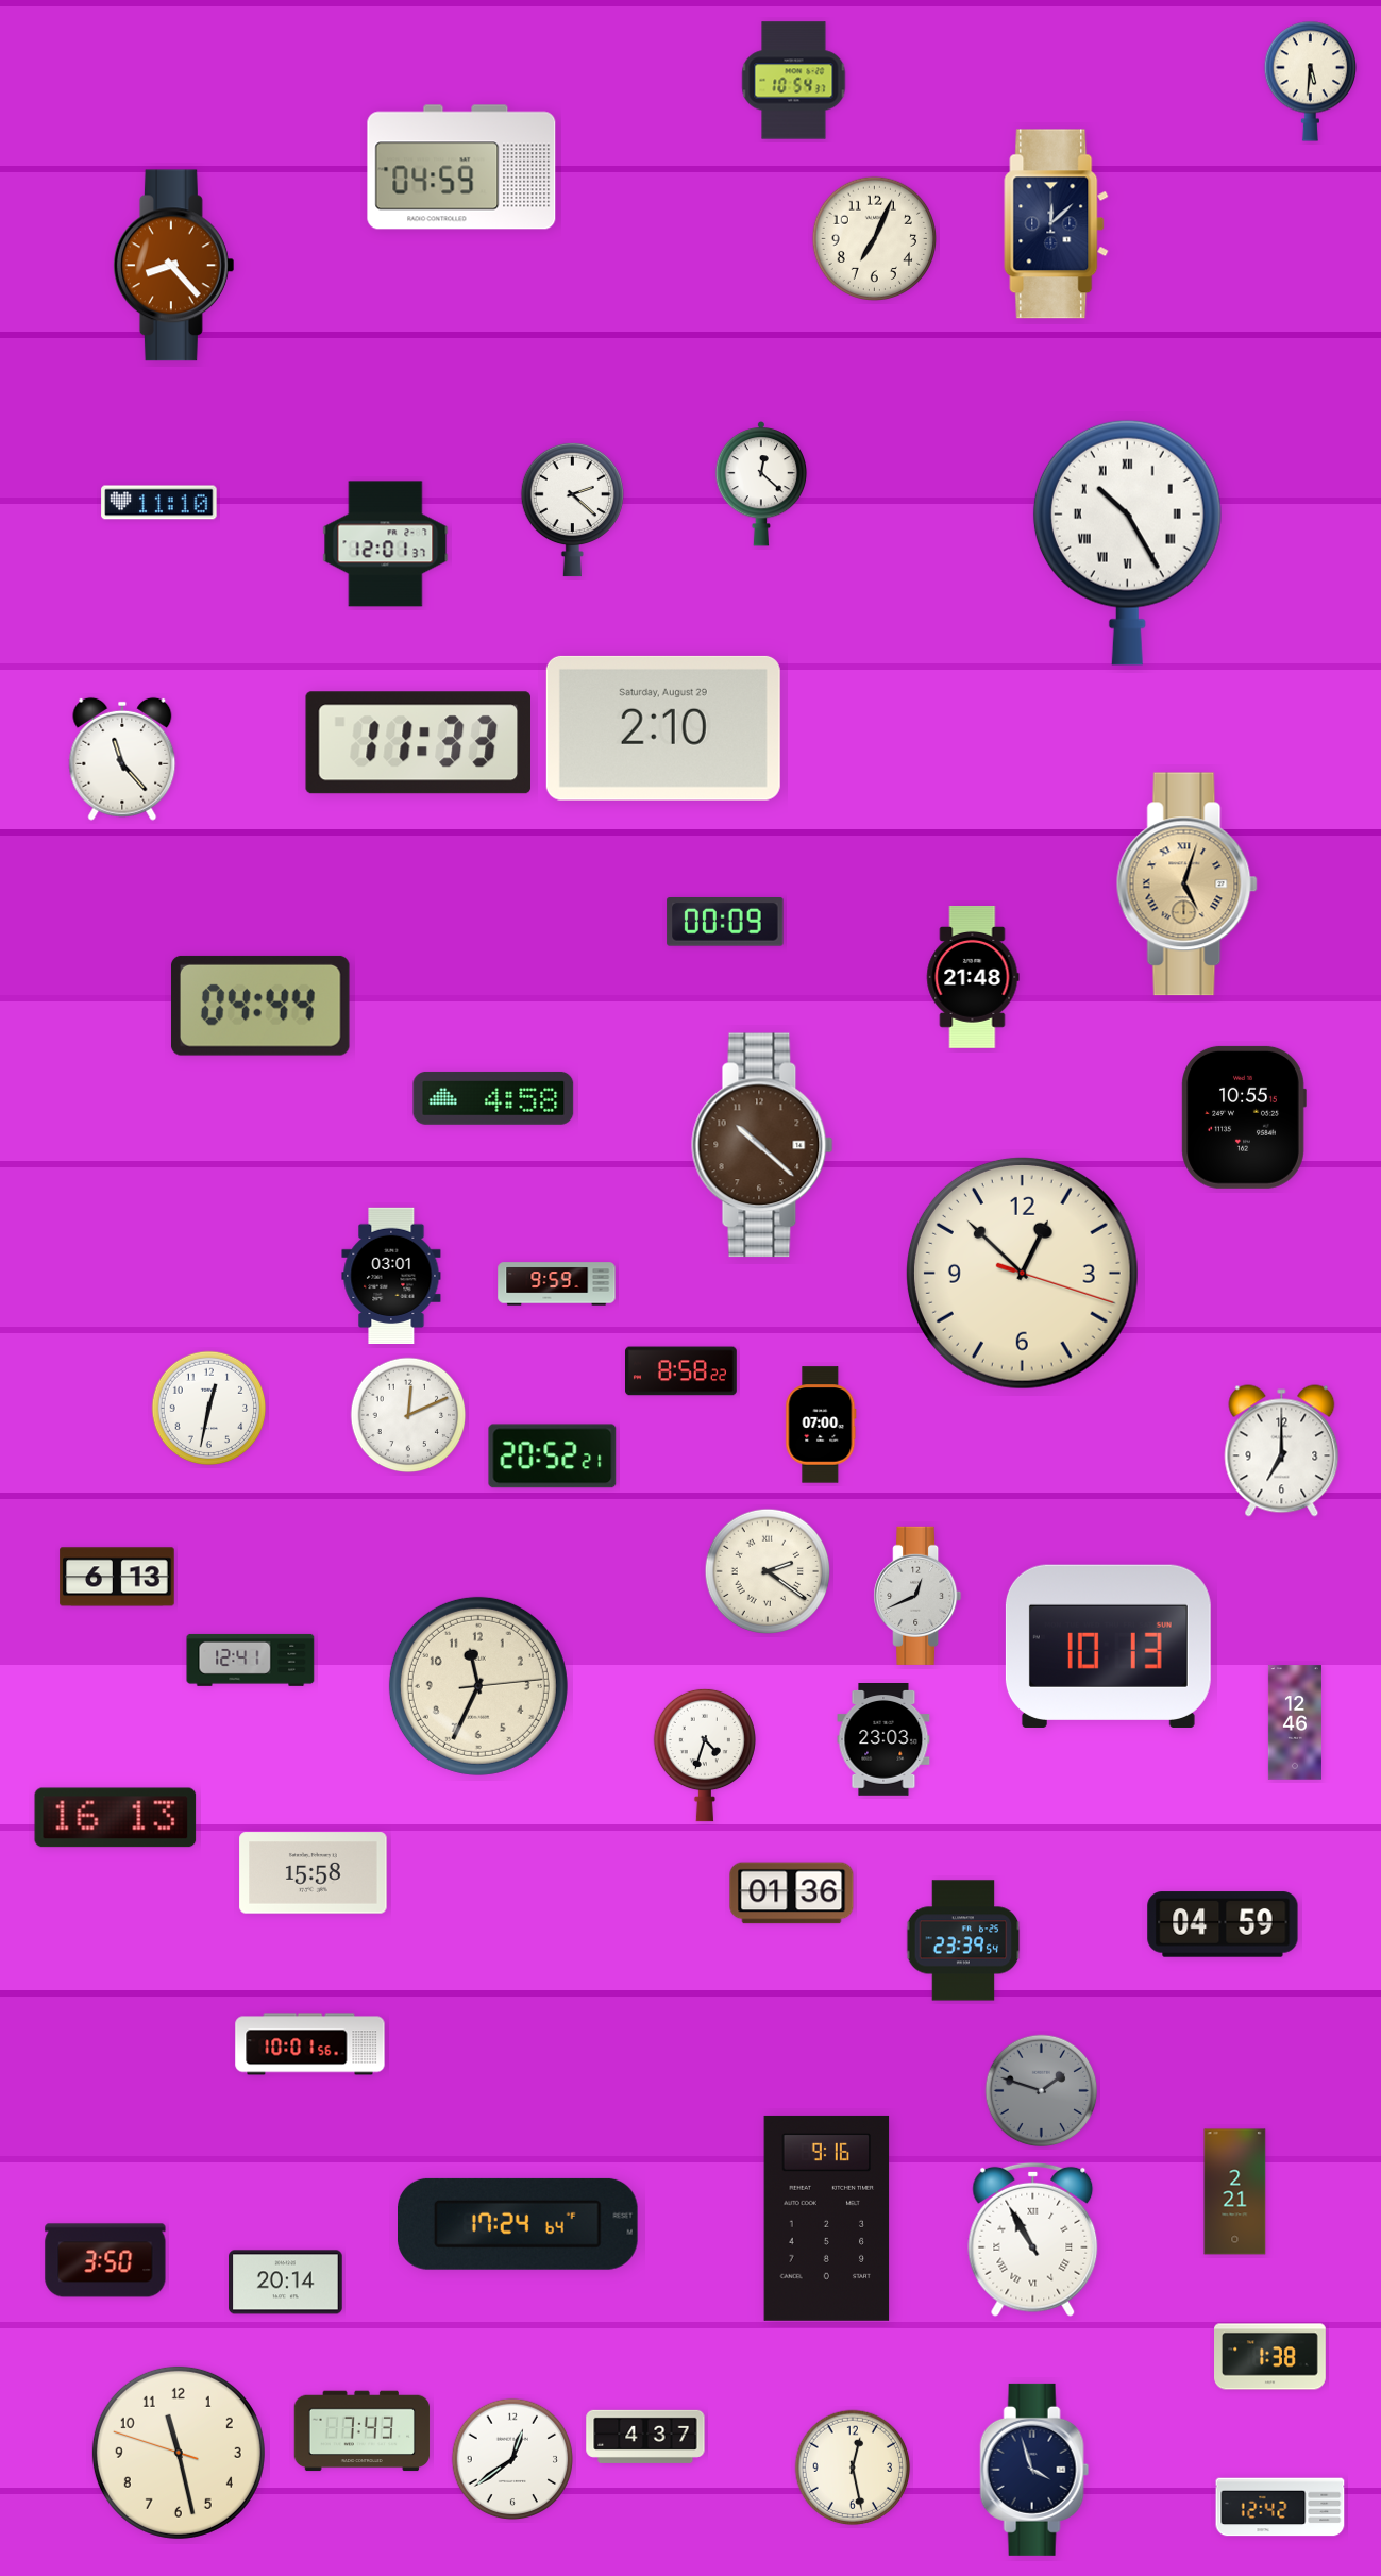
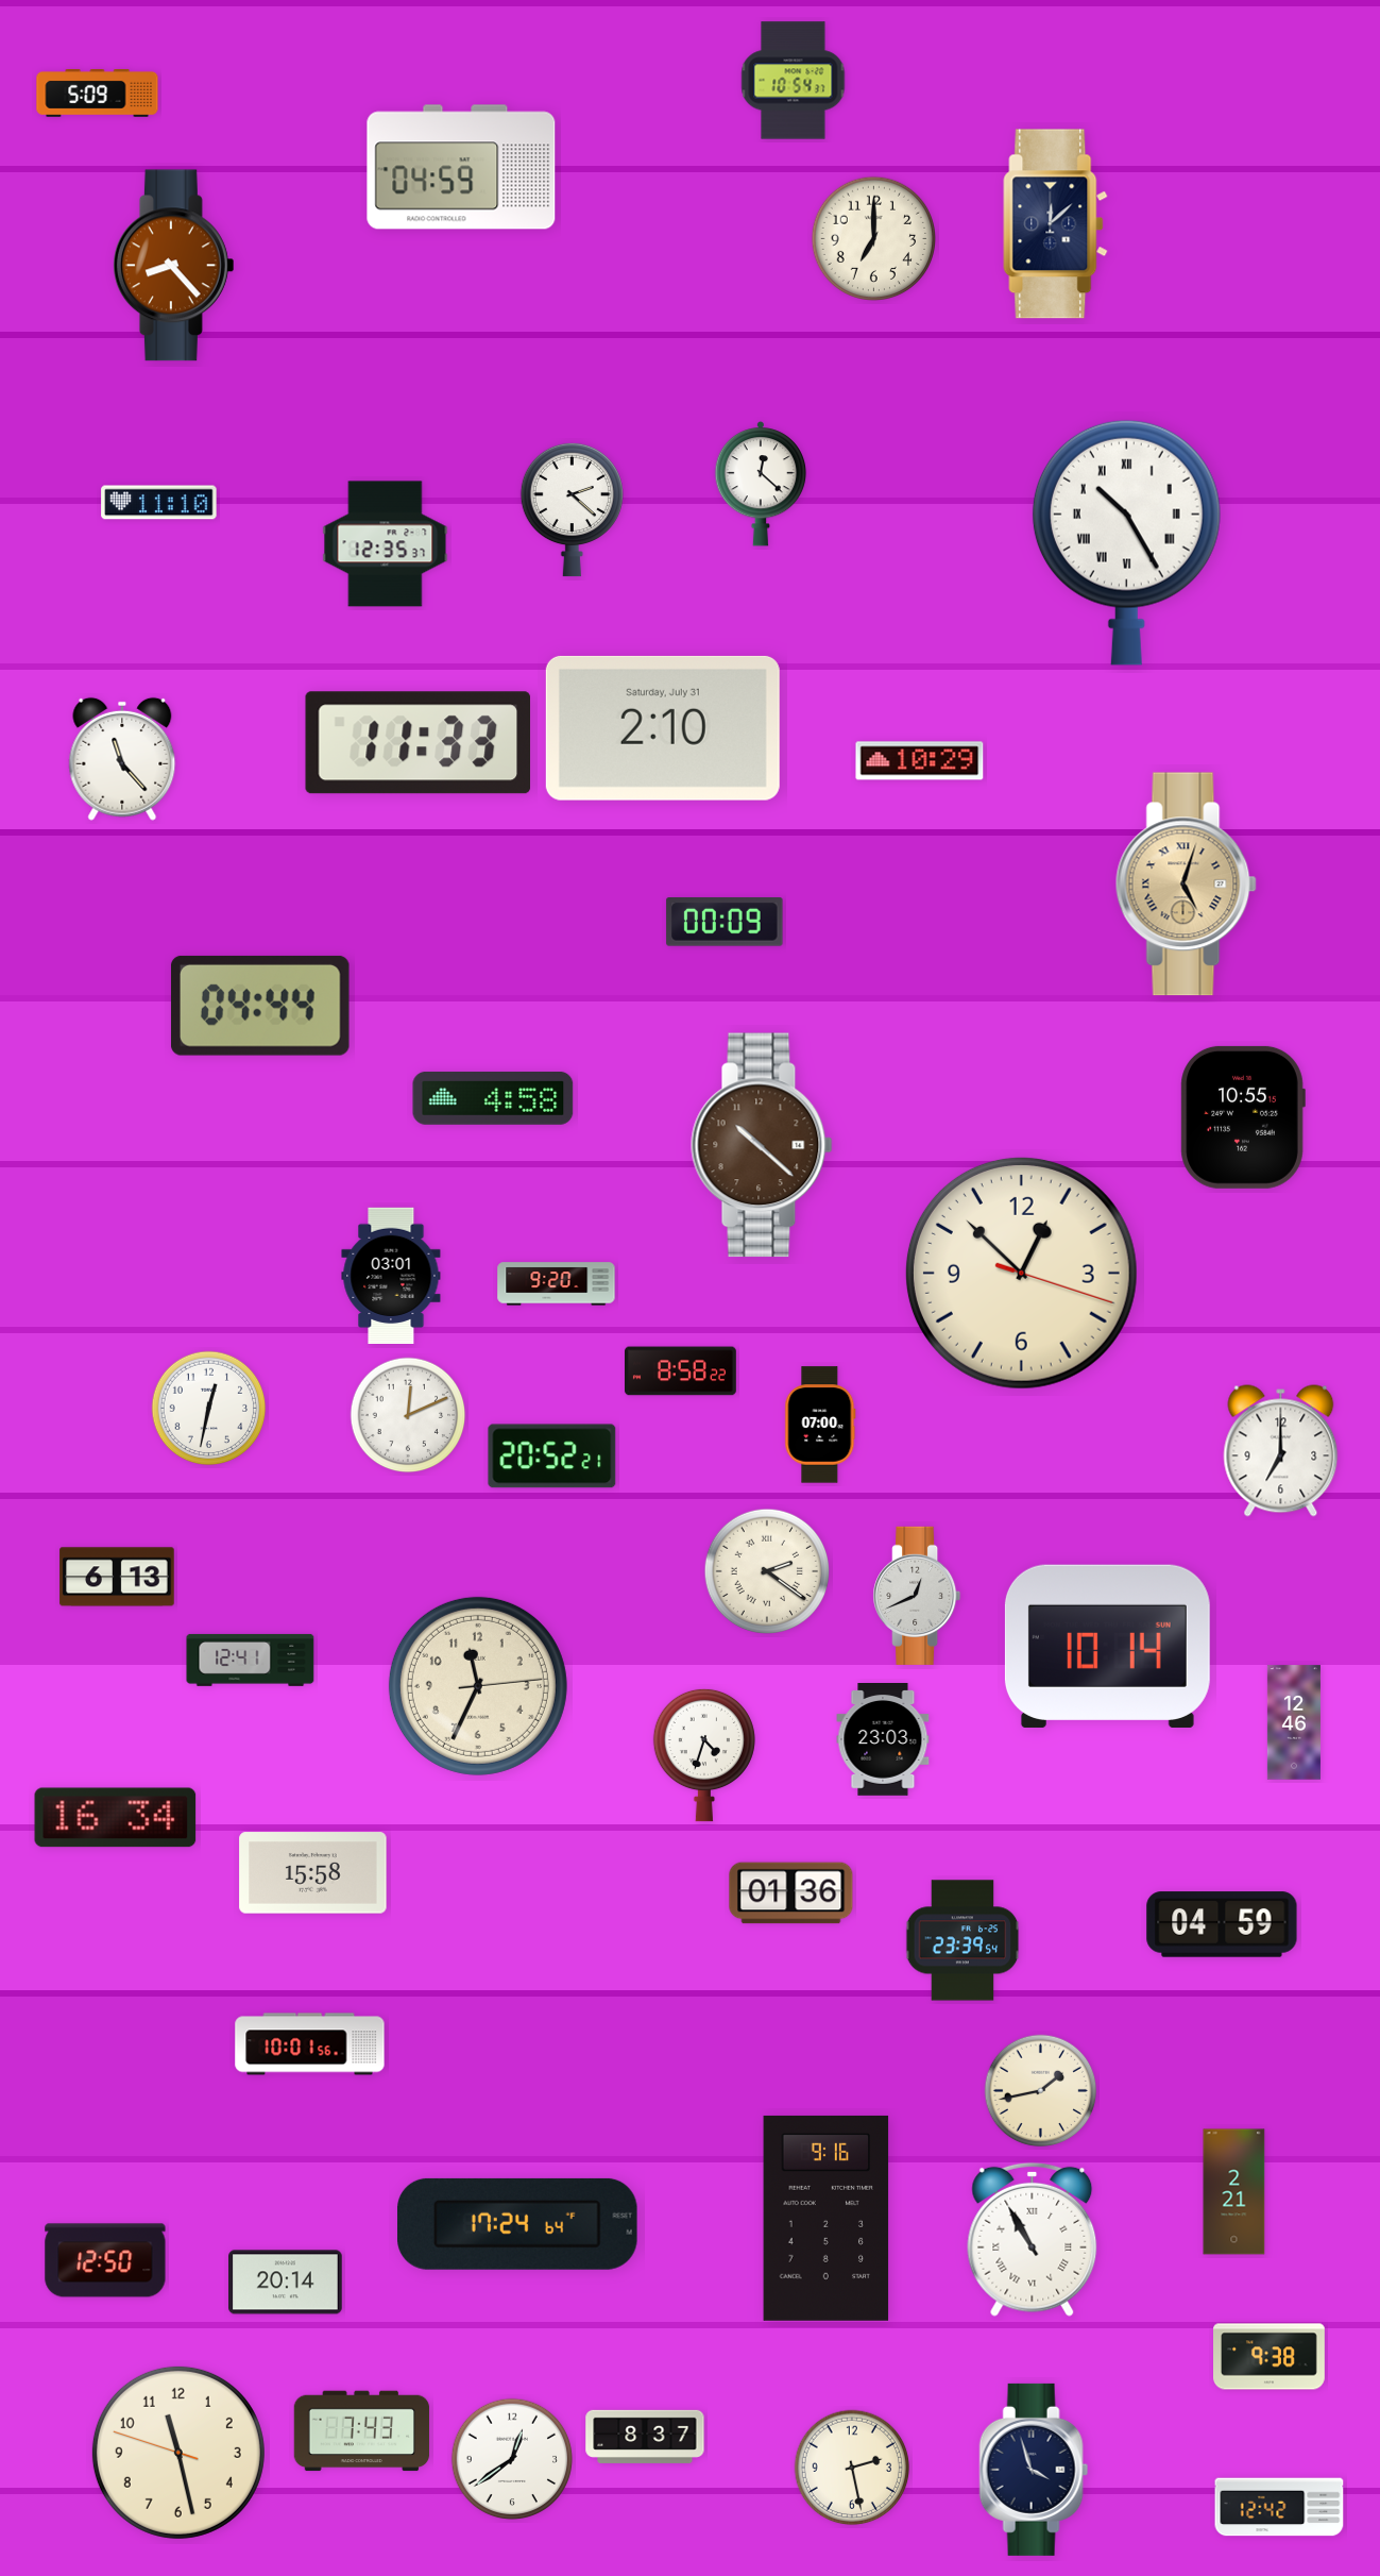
clock at (1310, 81): 5:31 -> none
clock at (98, 94): none -> 5:09
clock at (875, 239): 7:04 -> 7:00
clock at (386, 544): 12:01 -> 12:35
clock at (663, 728) date: Saturday, August 29 -> Saturday, July 31
clock at (920, 761): none -> 10:29
clock at (973, 977): 21:48 -> none
clock at (557, 1284): 9:59 -> 9:20
clock at (1108, 1646): 10:13 -> 10:14
clock at (116, 1818): 16:13 -> 16:34
clock at (1042, 2091): 1:48 -> 1:43
clock at (1042, 2091) dial: grey -> cream
clock at (105, 2260): 3:50 -> 12:50
clock at (1270, 2357): 1:38 -> 9:38
clock at (645, 2437): 4:37 -> 8:37
clock at (853, 2468): 12:28 -> 2:28
